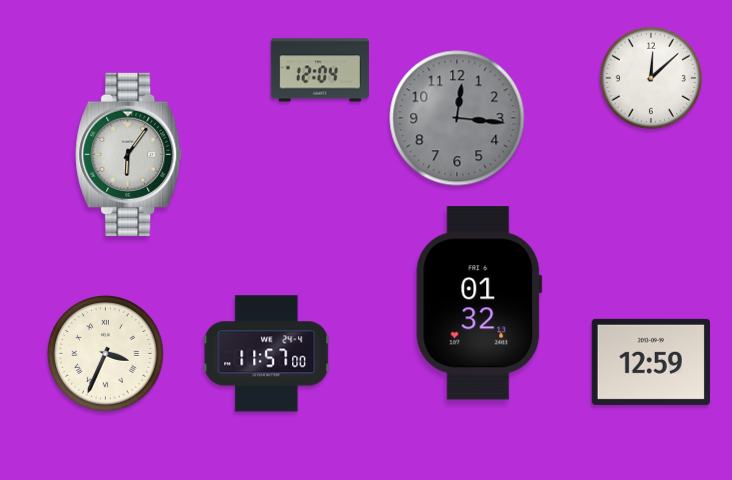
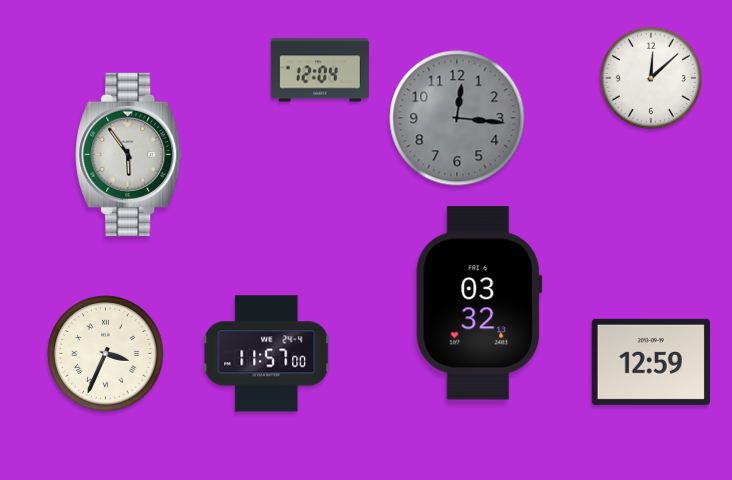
clock at (129, 154): 6:06 -> 5:54
clock at (479, 303): 01:32 -> 03:32
